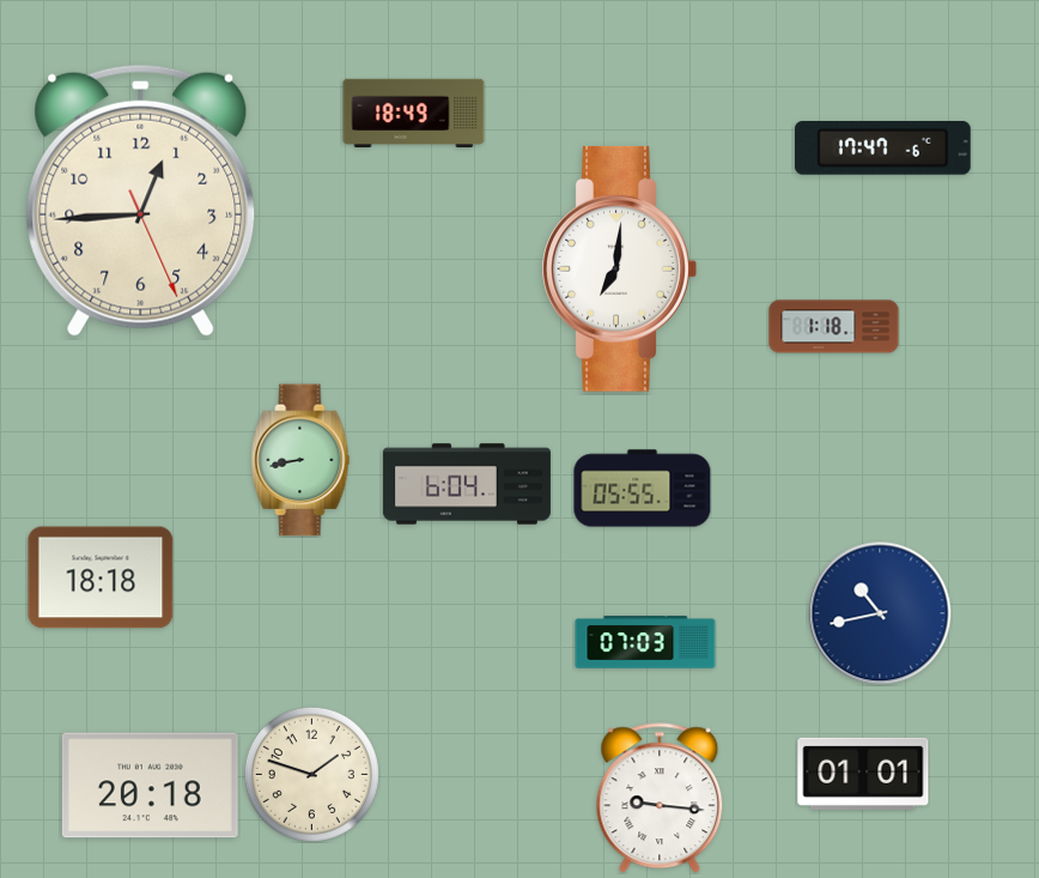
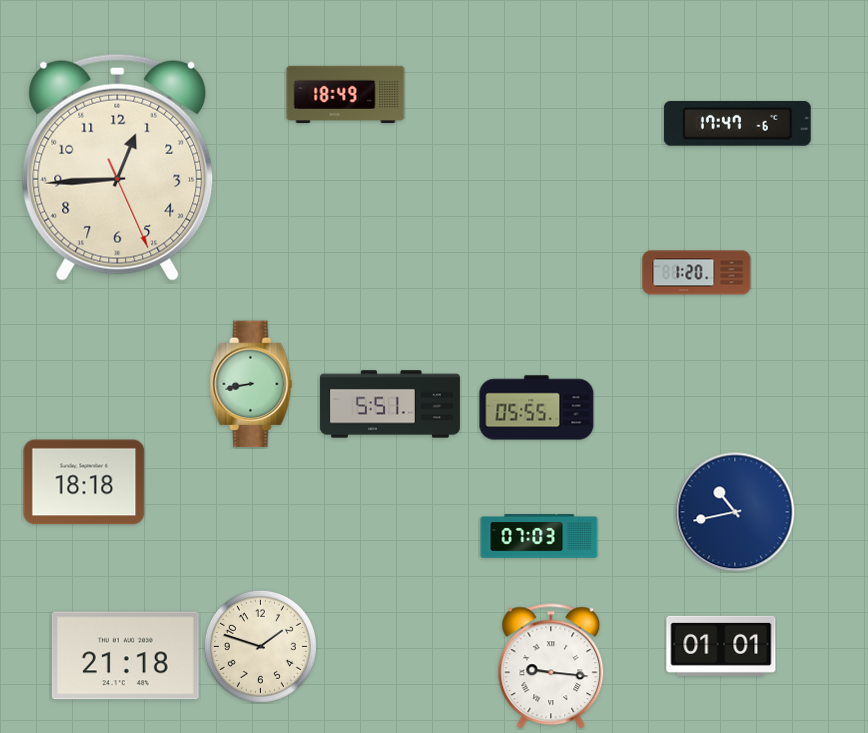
clock at (619, 268): 7:01 -> none
clock at (834, 327): 1:18 -> 1:20
clock at (467, 484): 6:04 -> 5:51
clock at (150, 786): 20:18 -> 21:18
